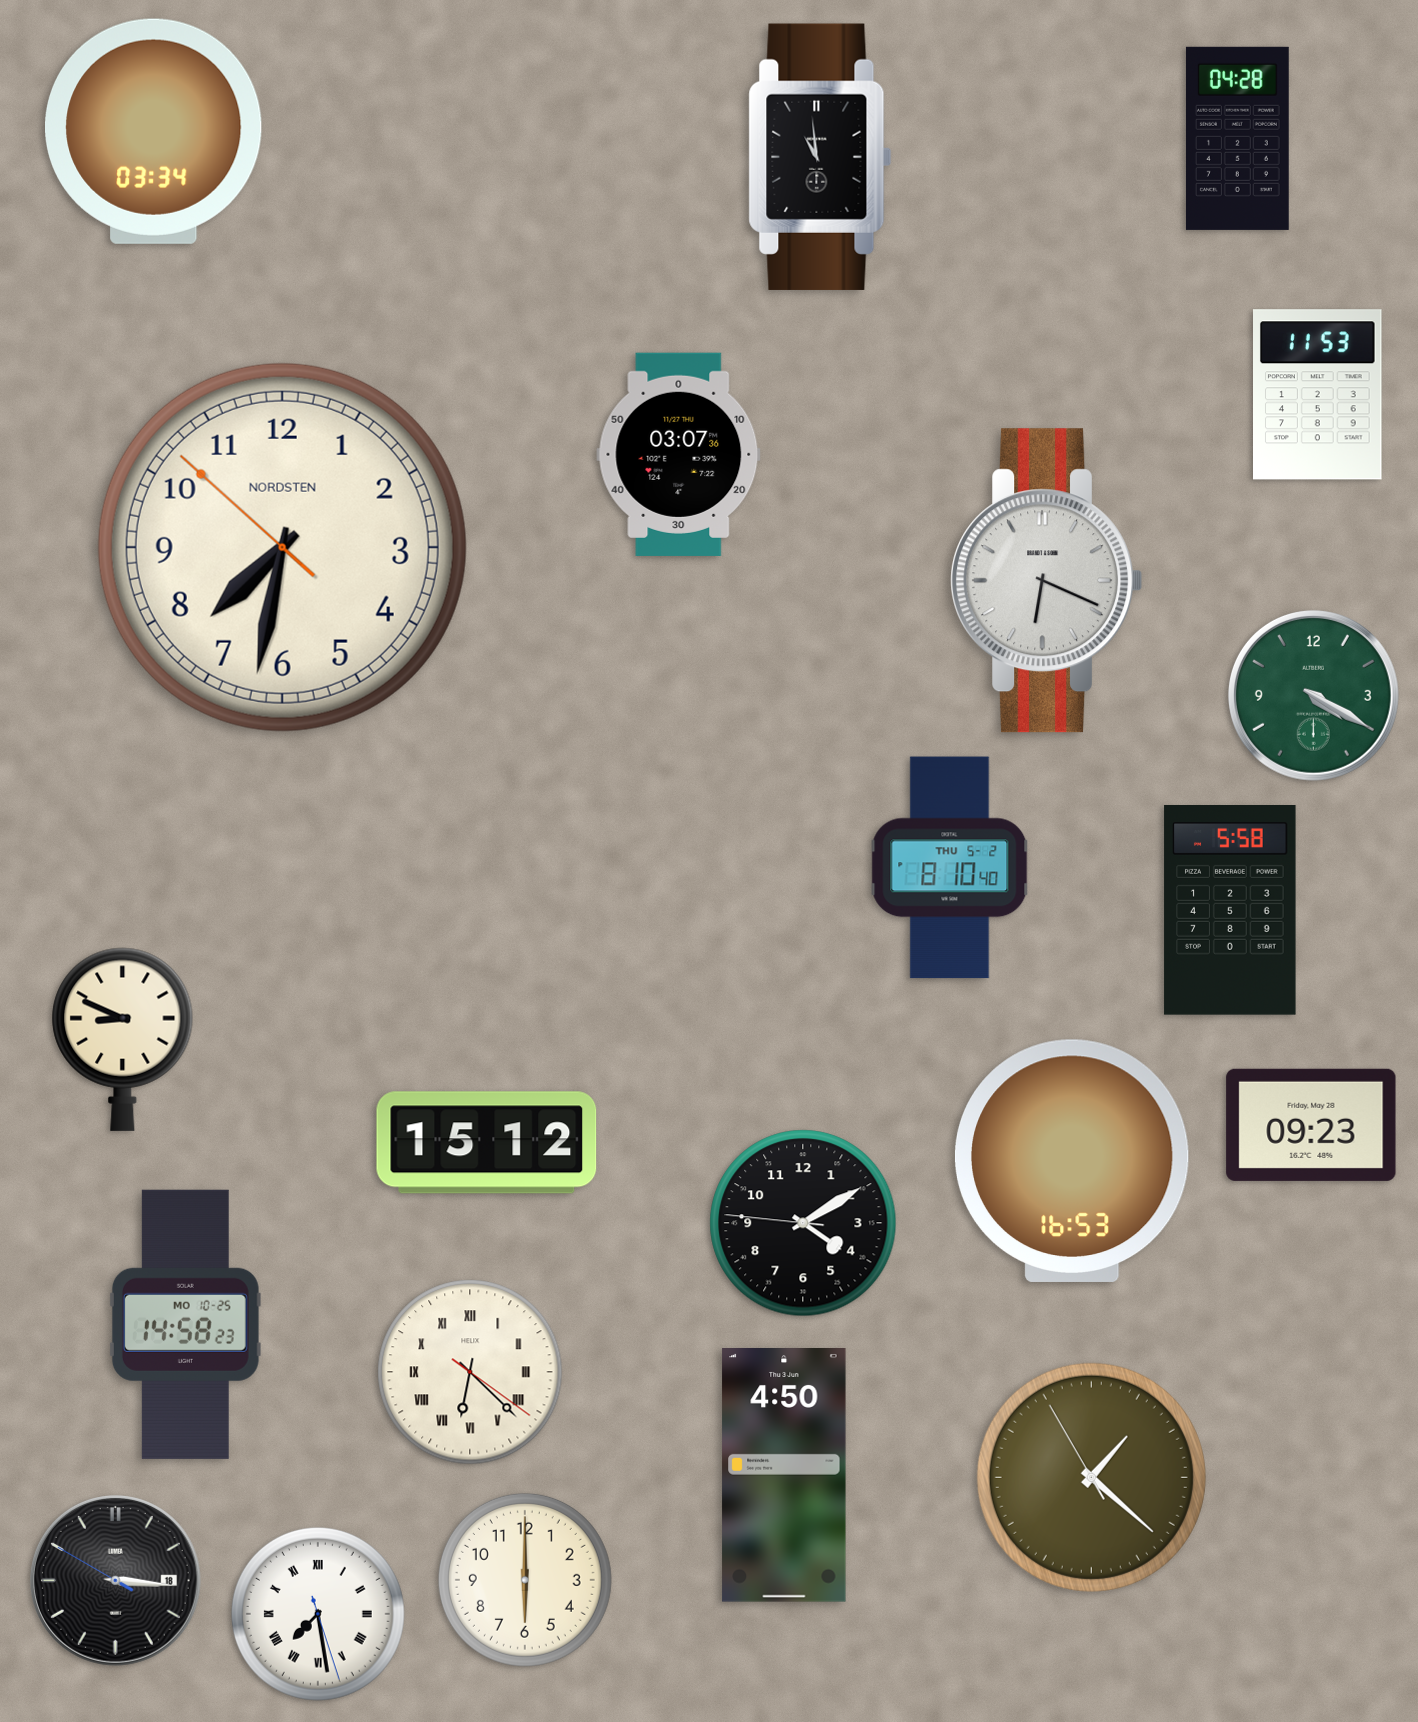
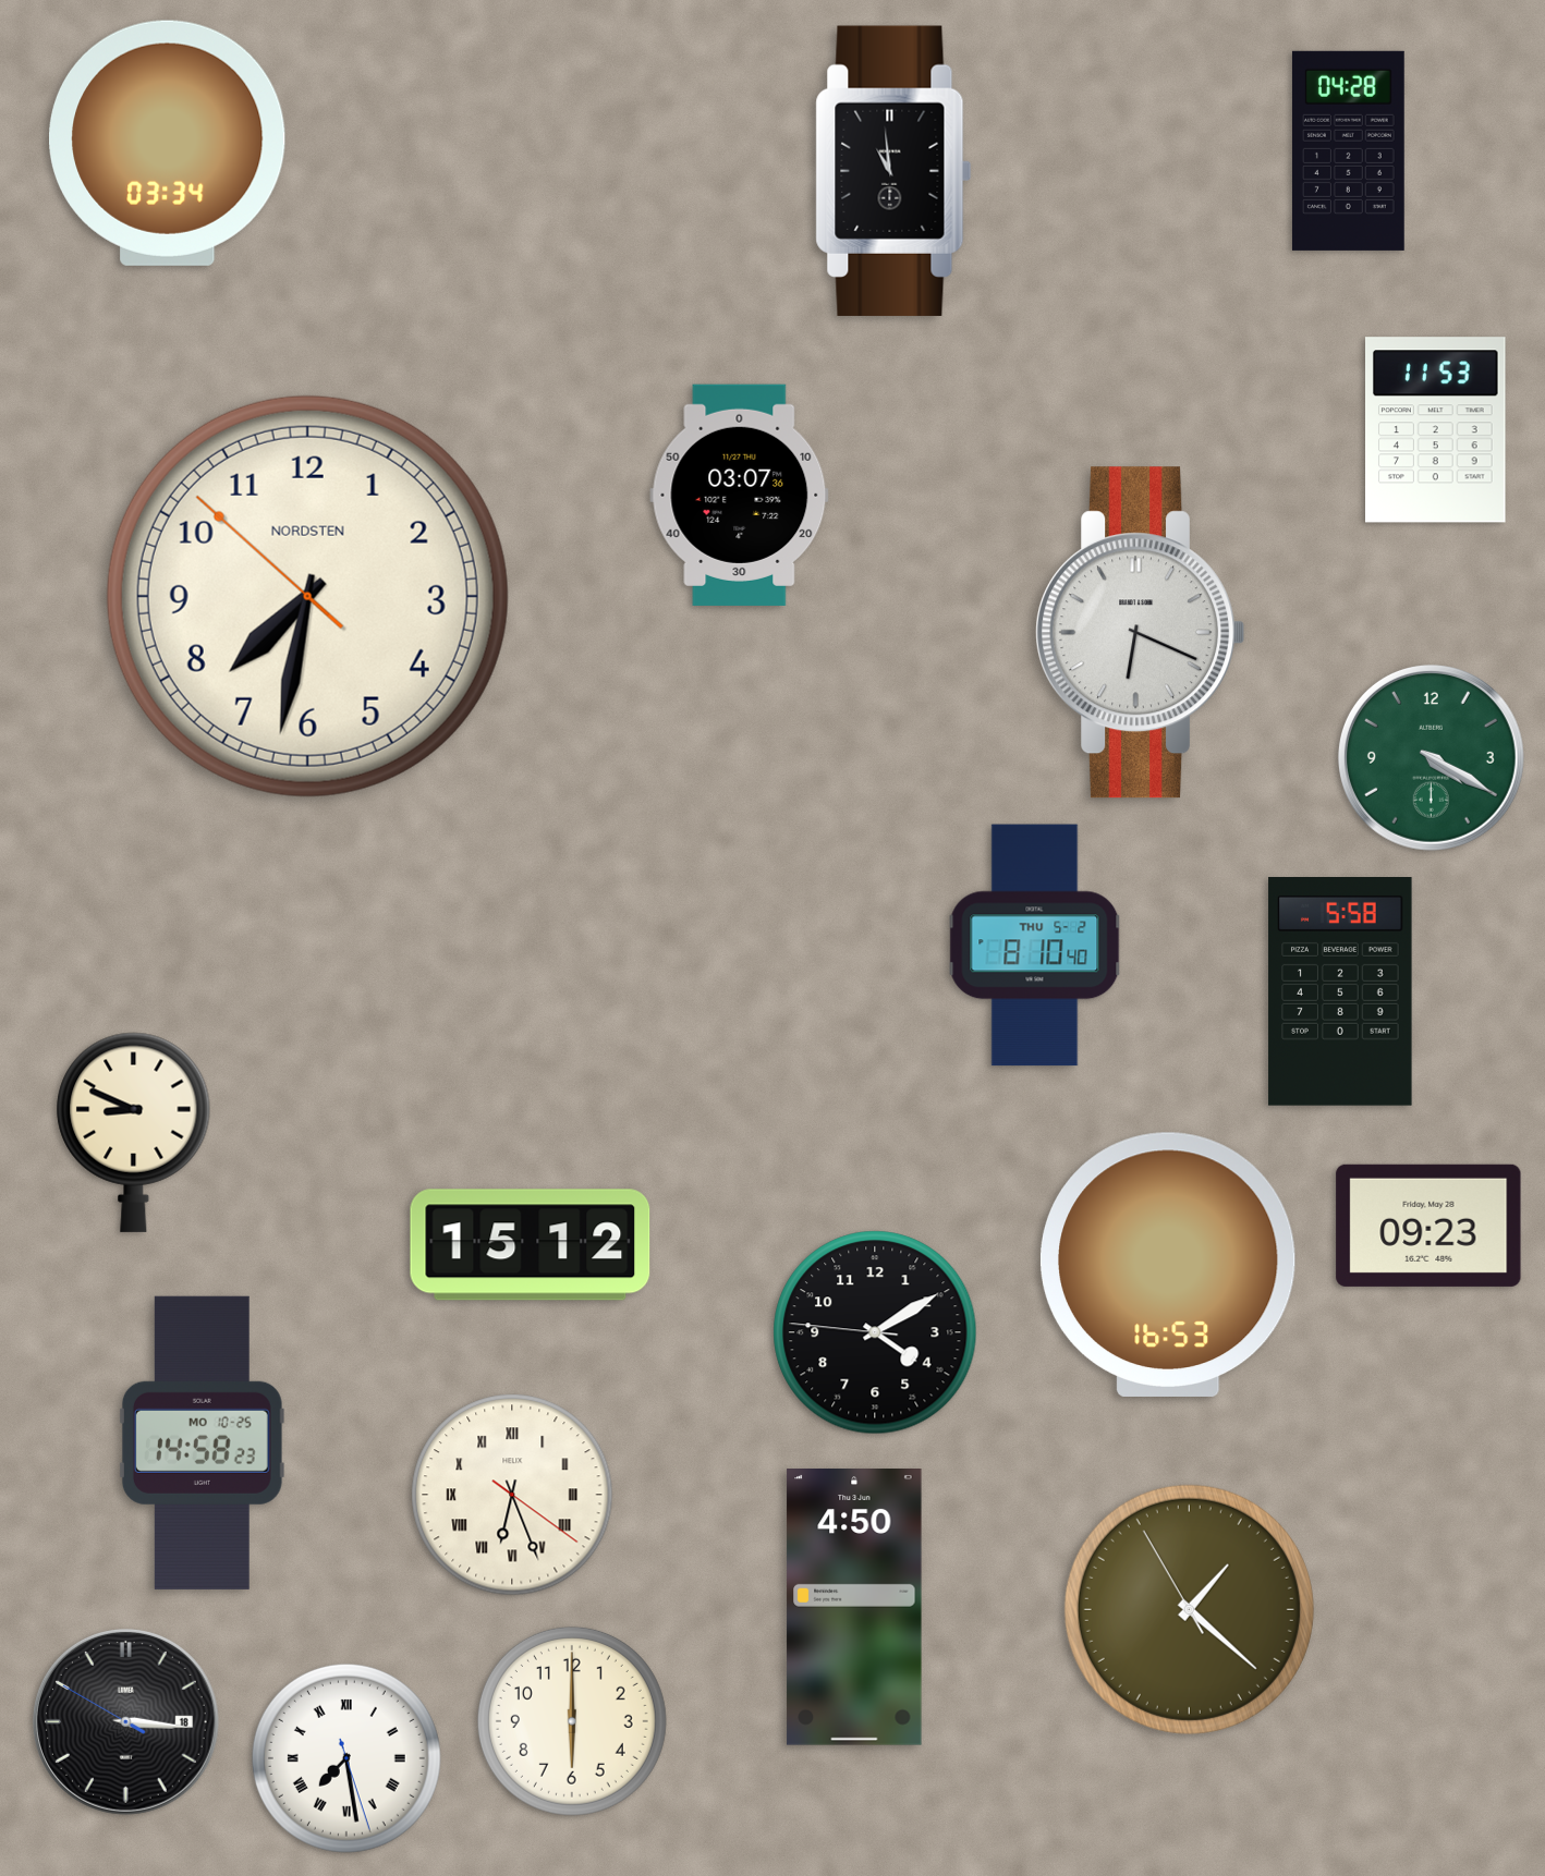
clock at (470, 1372): 6:22 -> 6:26
